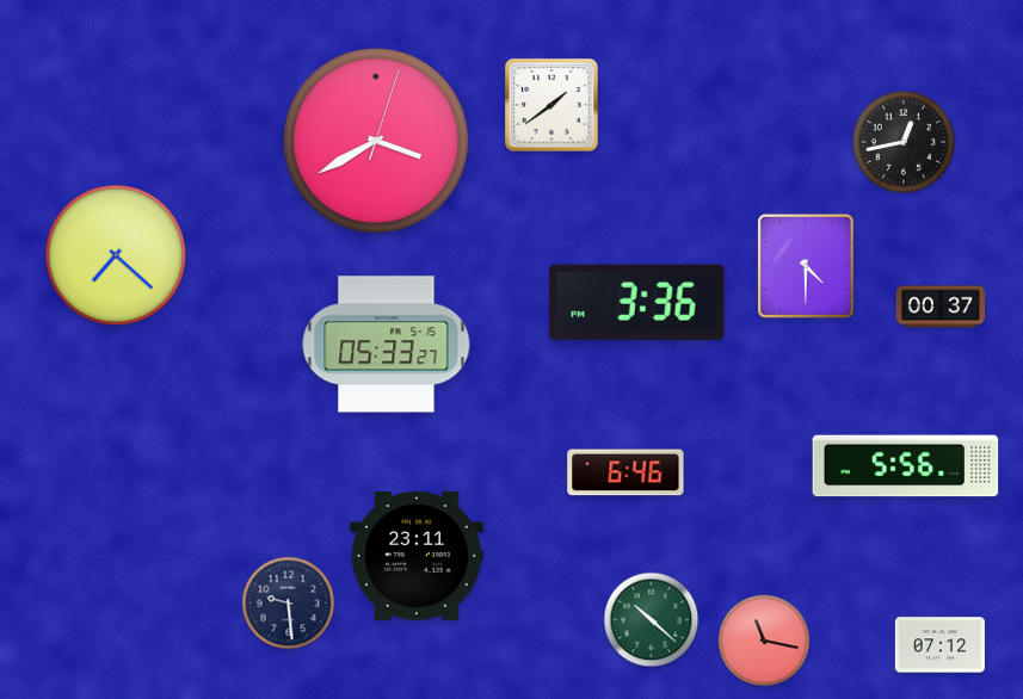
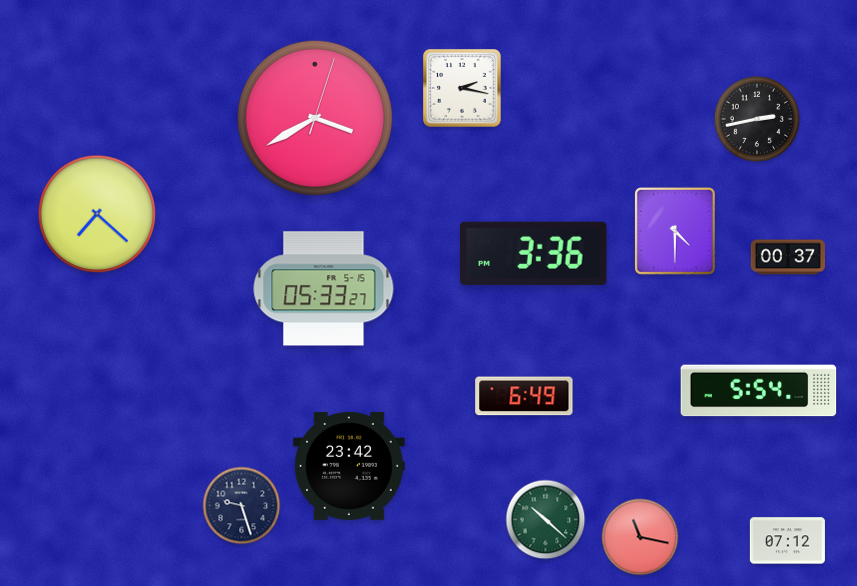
clock at (551, 105): 1:39 -> 2:17
clock at (902, 141): 12:43 -> 2:43
clock at (806, 266) position: (806, 266) -> (675, 231)
clock at (906, 466): 5:56 -> 5:54
clock at (625, 472): 6:46 -> 6:49
clock at (417, 556): 23:11 -> 23:42
clock at (289, 604): 9:29 -> 9:27
